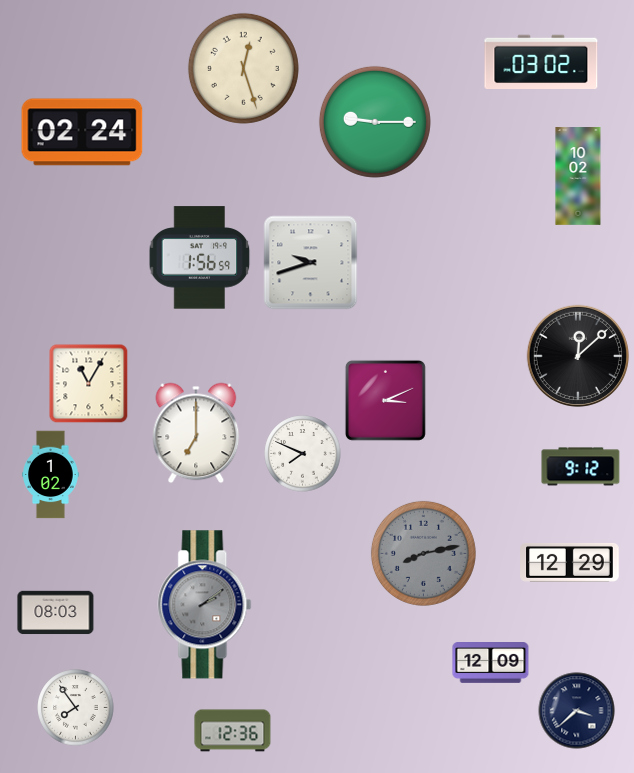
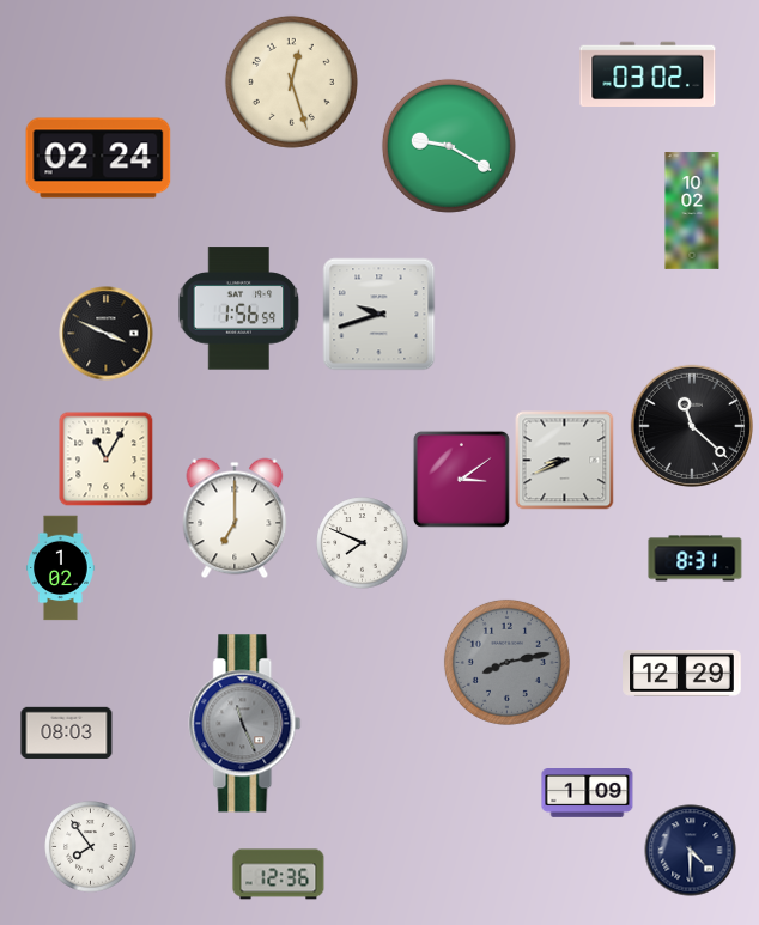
clock at (375, 122): 9:15 -> 9:20
clock at (311, 263) position: (311, 263) -> (380, 315)
clock at (107, 334): none -> 3:49
clock at (577, 355): 12:08 -> 11:22
clock at (565, 461): none -> 8:41
clock at (385, 400): 3:11 -> 3:09
clock at (581, 467): 9:12 -> 8:31
clock at (205, 605): 2:09 -> 11:26
clock at (491, 663): 12:09 -> 1:09
clock at (577, 711): 3:38 -> 4:30
